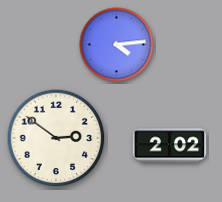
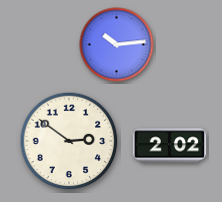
clock at (117, 45): 4:14 -> 10:14
clock at (56, 138) position: (56, 138) -> (69, 141)
